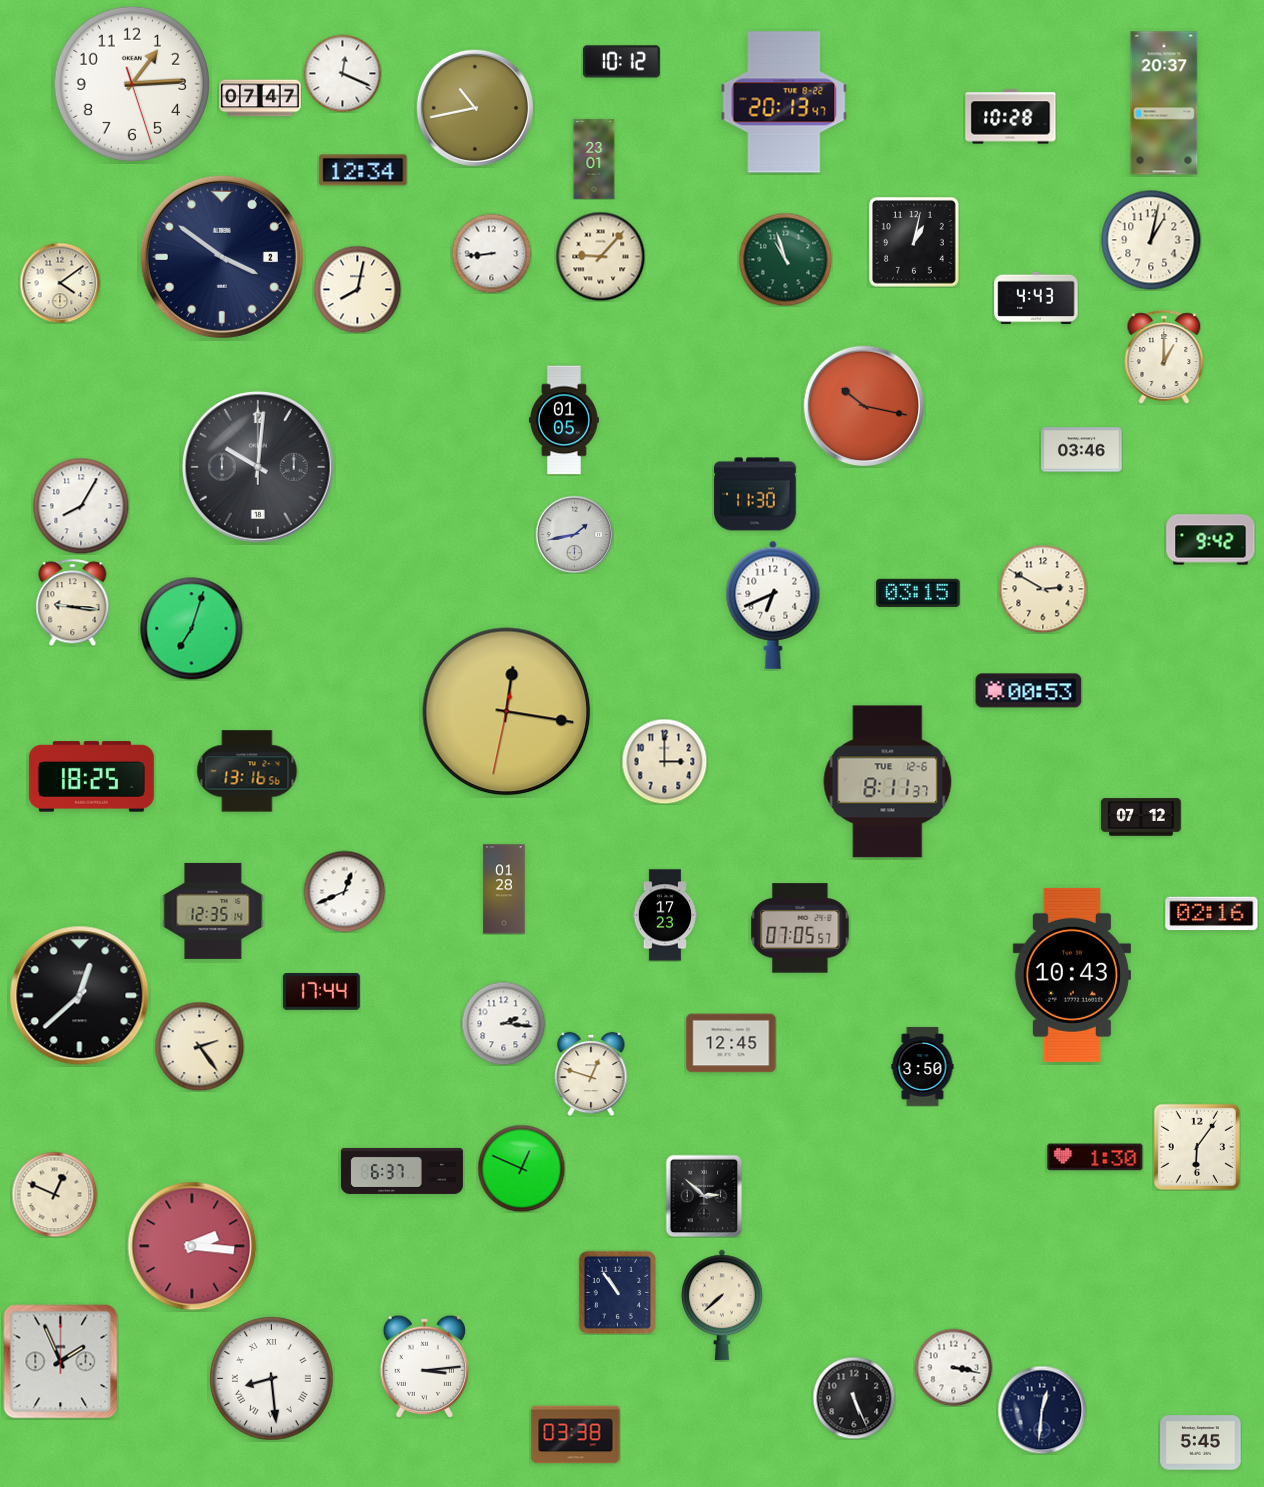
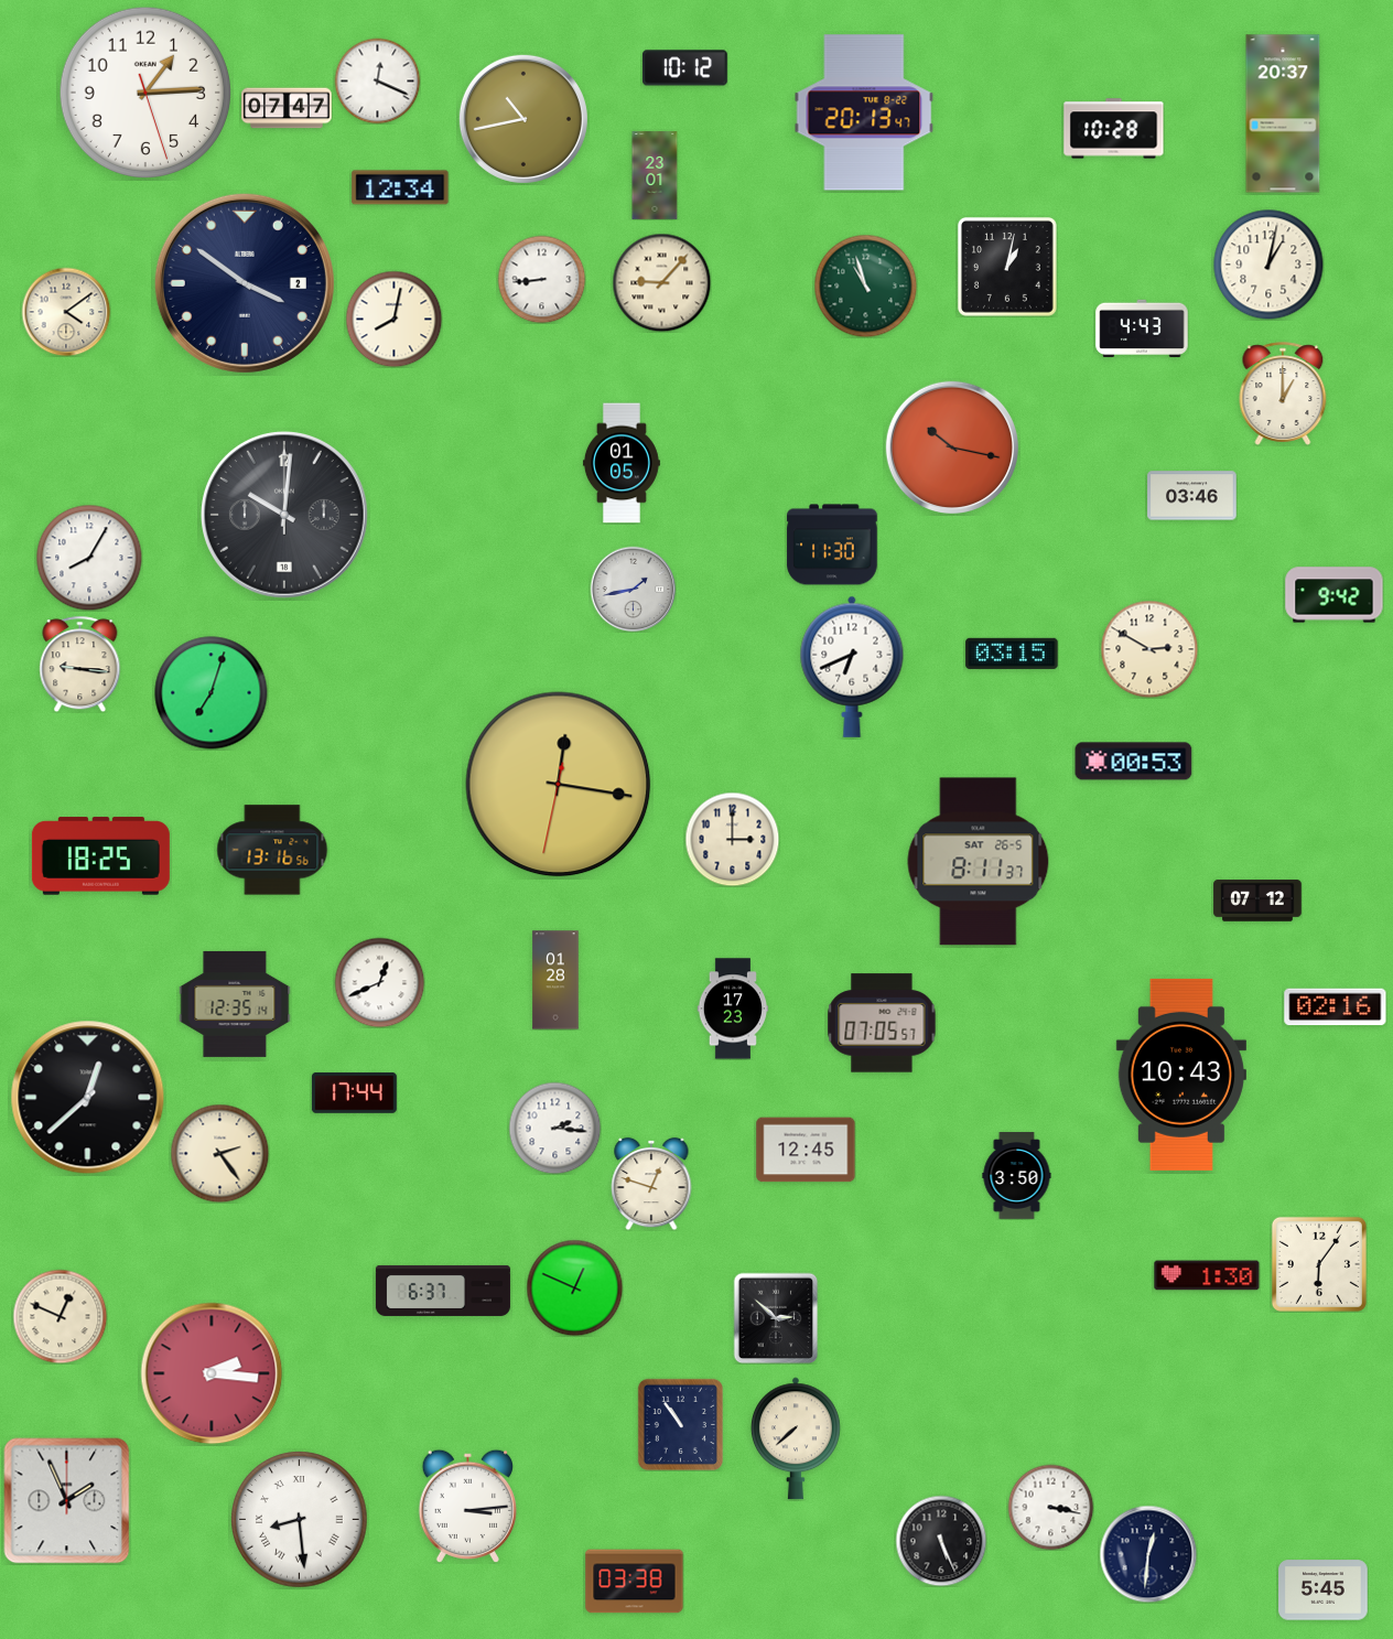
clock at (888, 782) date: TUE 12-6 -> SAT 26-5
